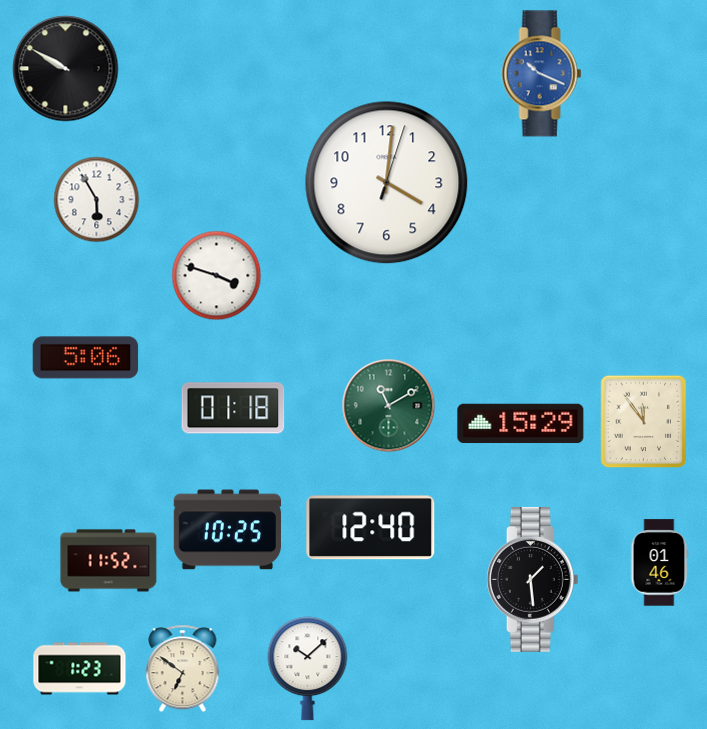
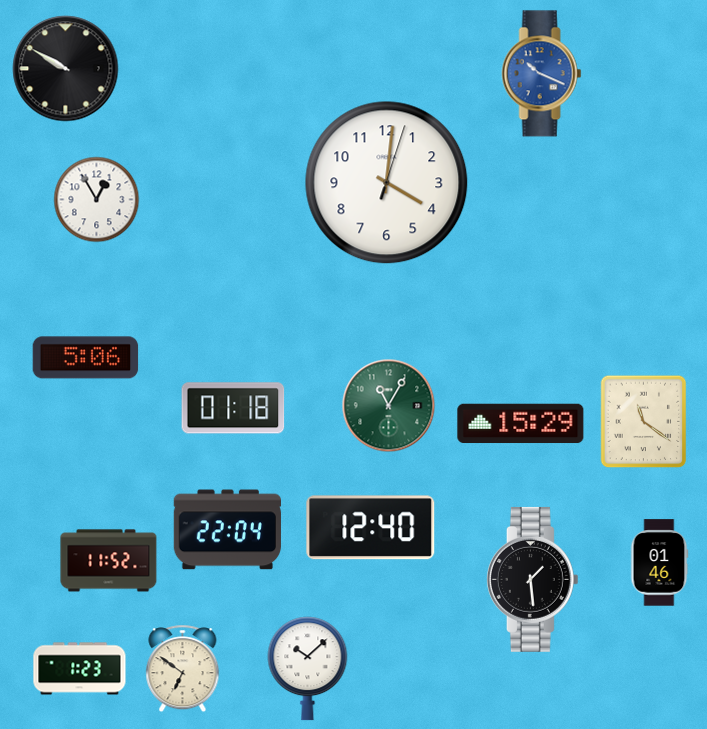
clock at (97, 200): 5:55 -> 12:55
clock at (217, 276): 3:48 -> none
clock at (389, 406): 11:10 -> 11:05
clock at (644, 422): 11:54 -> 11:21
clock at (227, 530): 10:25 -> 22:04
